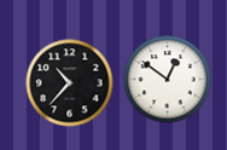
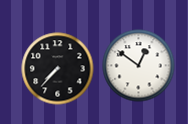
clock at (70, 83): 10:37 -> 7:37
